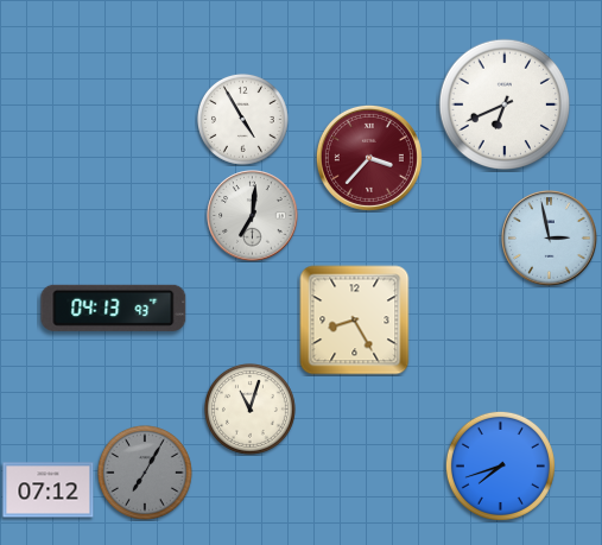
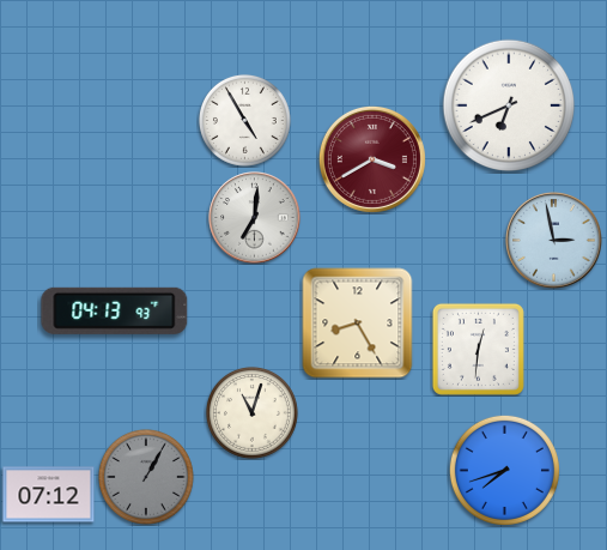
clock at (369, 158): 3:37 -> 3:40
clock at (478, 349): none -> 12:31
clock at (145, 473): 7:05 -> 1:05
